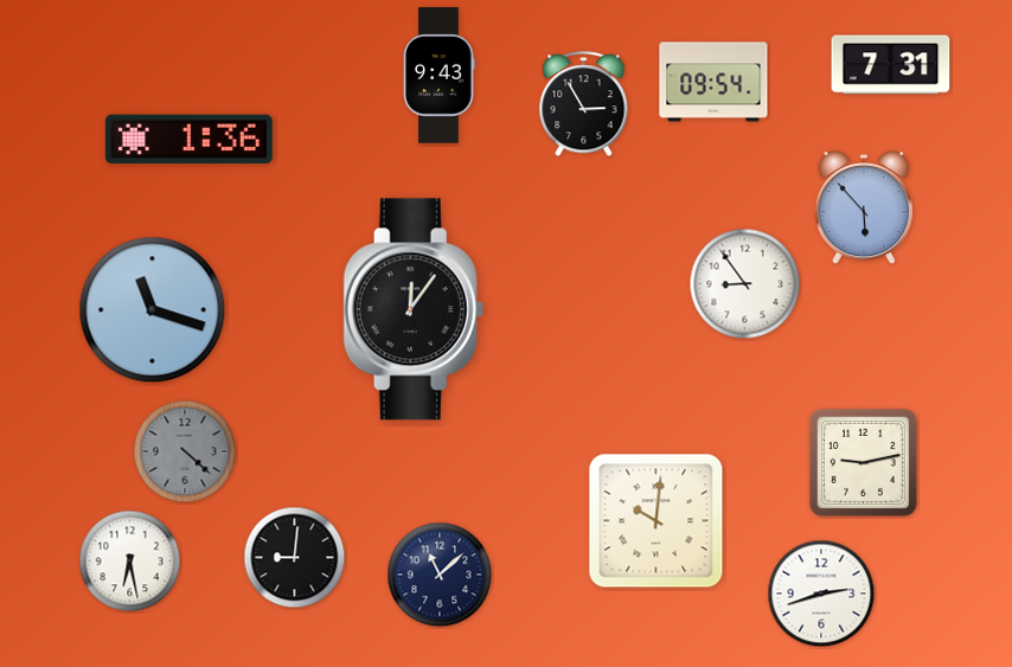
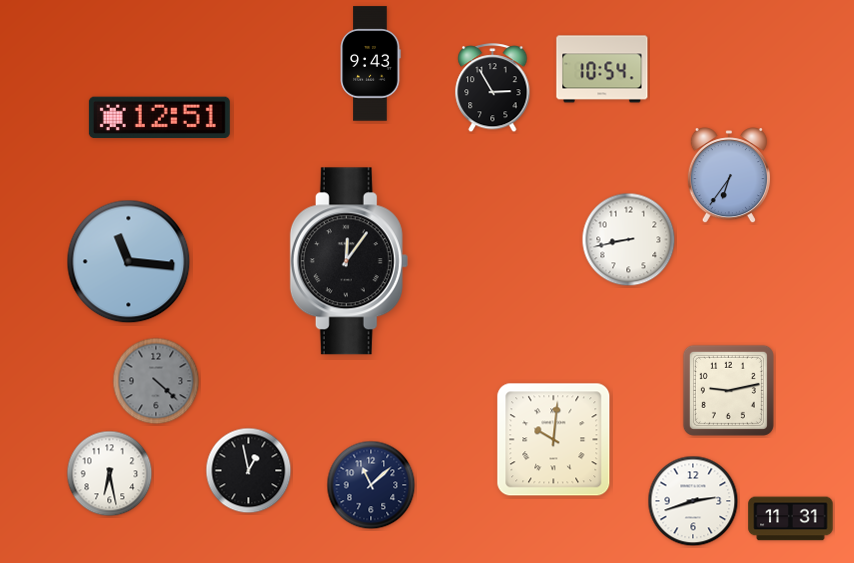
clock at (891, 65): 7:31 -> none
clock at (713, 82): 09:54 -> 10:54
clock at (188, 140): 1:36 -> 12:51
clock at (864, 209): 5:53 -> 6:36
clock at (745, 284): 8:54 -> 8:43
clock at (153, 310): 11:18 -> 11:16
clock at (295, 558): 9:01 -> 12:58
clock at (791, 519): none -> 11:31
